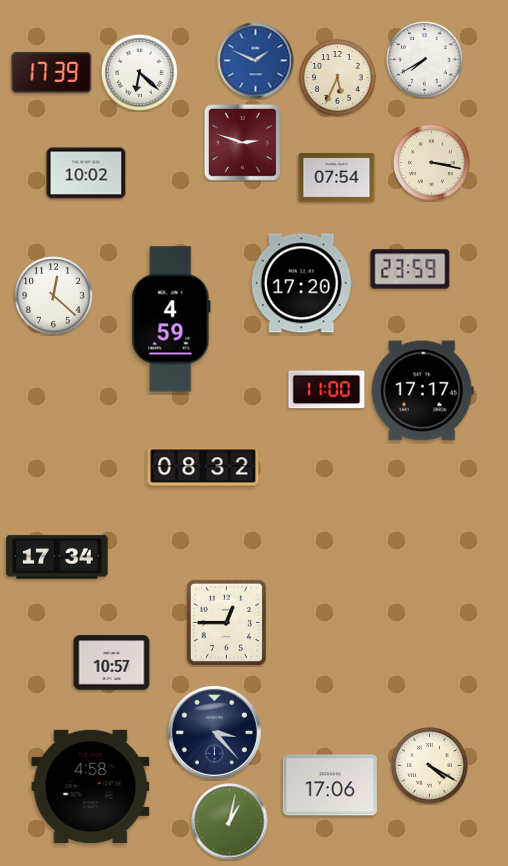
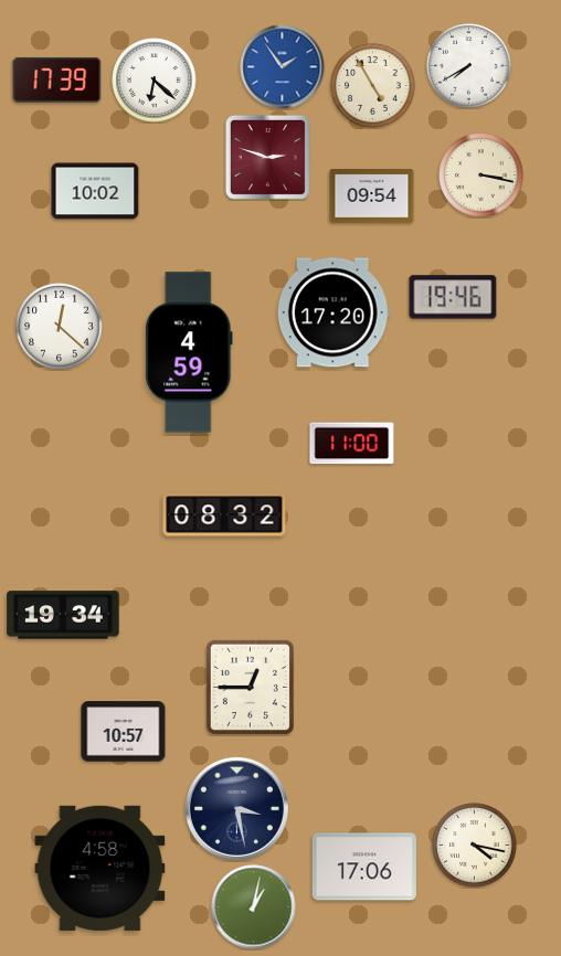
clock at (256, 61): 1:49 -> 1:54
clock at (338, 78): 5:34 -> 4:55
clock at (432, 163) position: (432, 163) -> (481, 176)
clock at (337, 178): 07:54 -> 09:54
clock at (410, 269): 23:59 -> 19:46
clock at (327, 390) position: (327, 390) -> (352, 444)
clock at (422, 391): 17:17 -> none
clock at (57, 557): 17:34 -> 19:34
clock at (214, 732): 3:23 -> 3:28
clock at (430, 766): 4:20 -> 4:17
